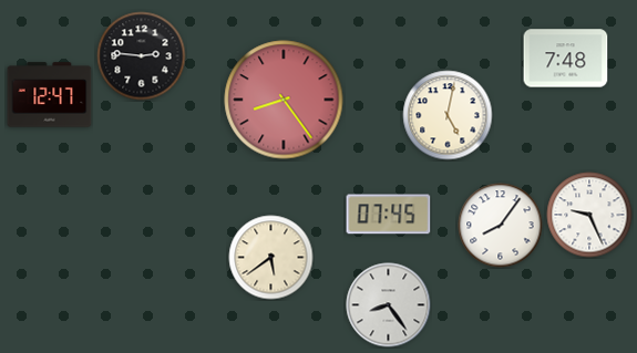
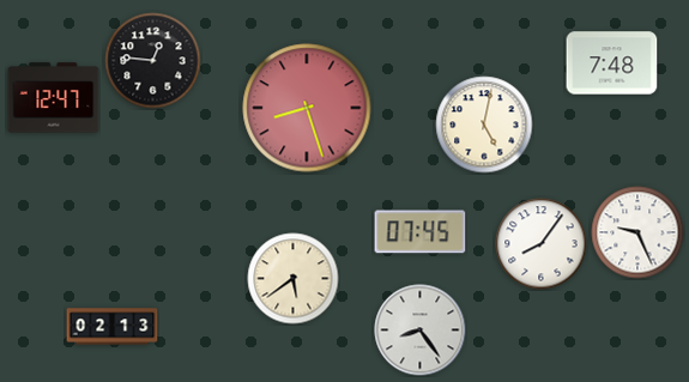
clock at (142, 56): 2:46 -> 12:46
clock at (50, 95) position: (50, 95) -> (54, 98)
clock at (284, 100): 8:24 -> 8:27
clock at (113, 327): none -> 02:13
